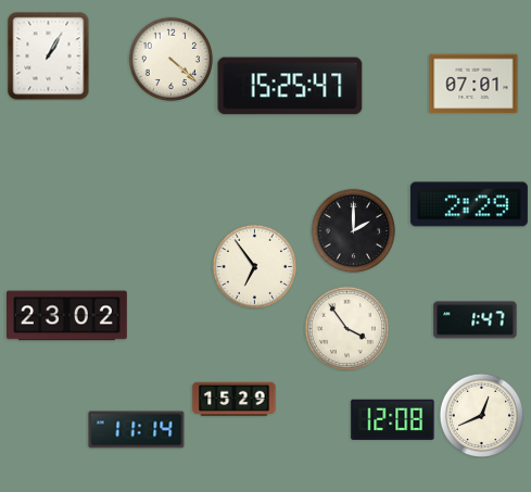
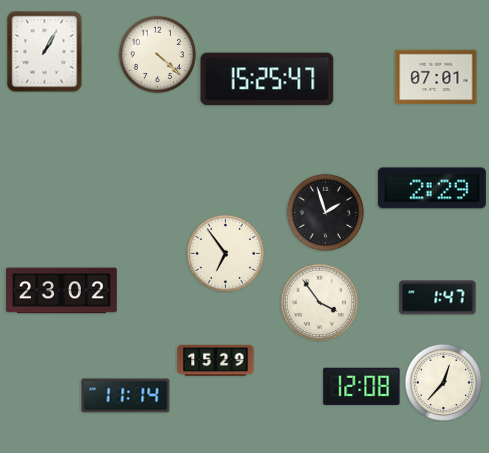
clock at (353, 230): 2:00 -> 1:57
clock at (254, 266) position: (254, 266) -> (225, 253)
clock at (476, 320) position: (476, 320) -> (438, 298)
clock at (235, 400) position: (235, 400) -> (216, 361)
clock at (481, 415): 12:41 -> 12:37
